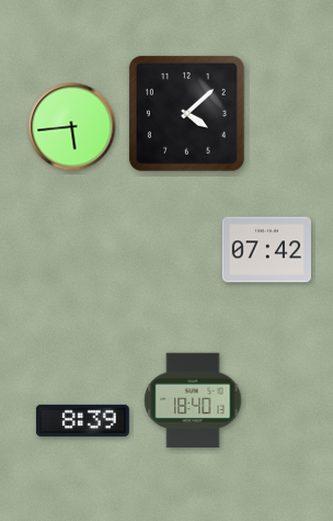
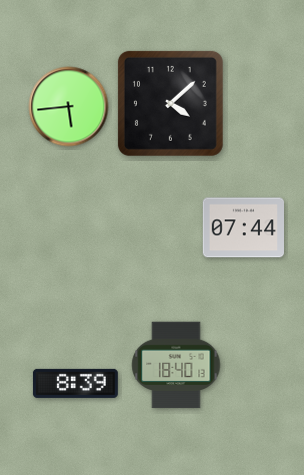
clock at (72, 127) position: (72, 127) -> (69, 107)
clock at (267, 250): 07:42 -> 07:44
